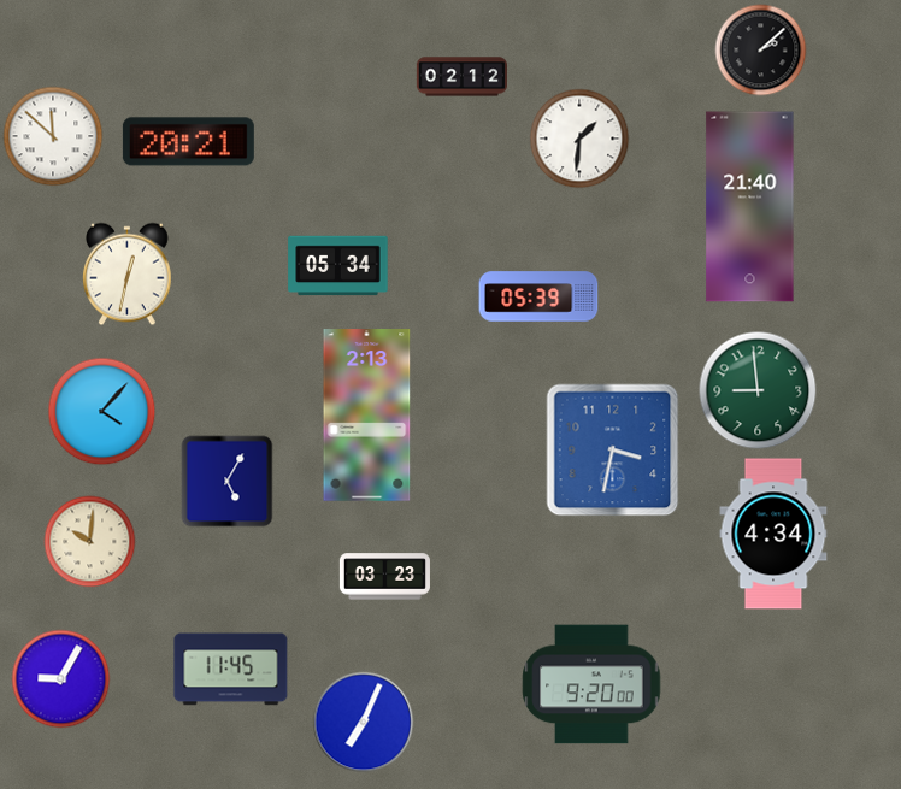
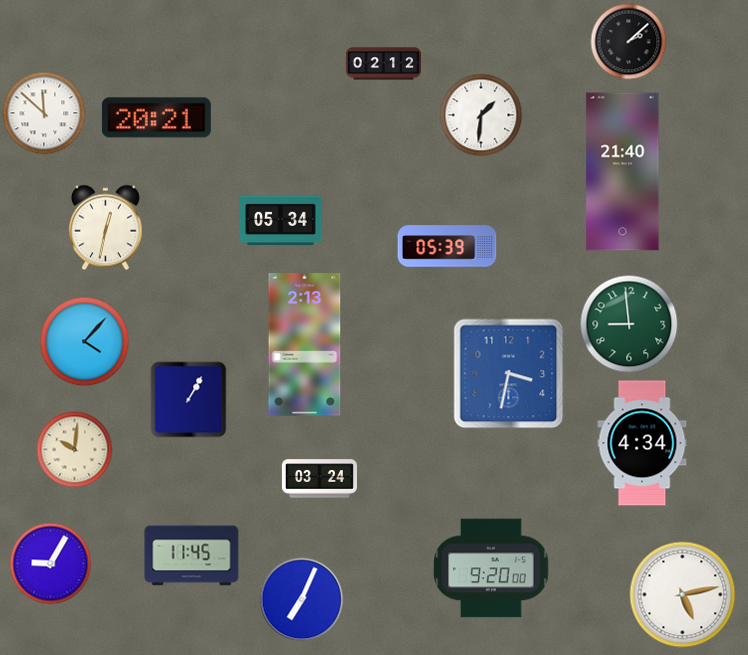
clock at (761, 51) position: (761, 51) -> (629, 42)
clock at (228, 482): 5:05 -> 1:05
clock at (384, 577): 03:23 -> 03:24
clock at (683, 595): none -> 5:13
